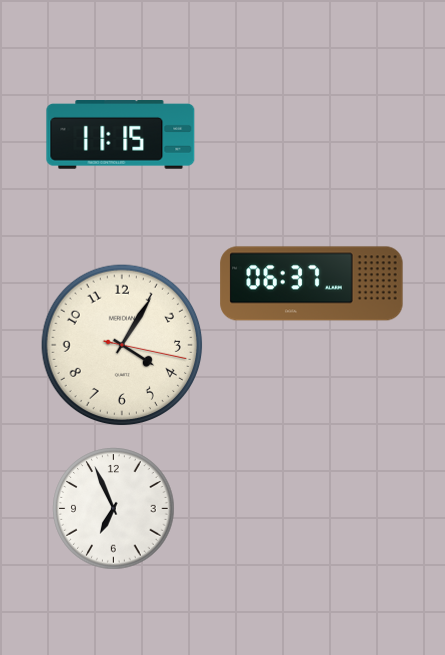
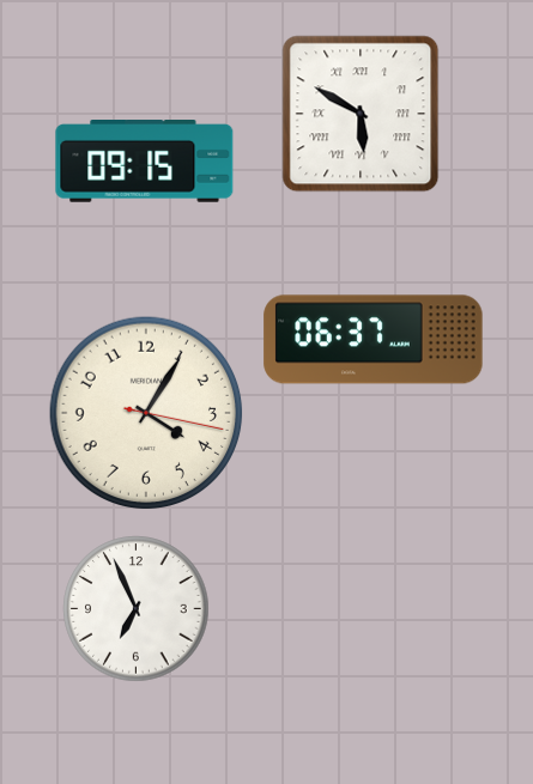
clock at (361, 114): none -> 5:50
clock at (121, 135): 11:15 -> 09:15
